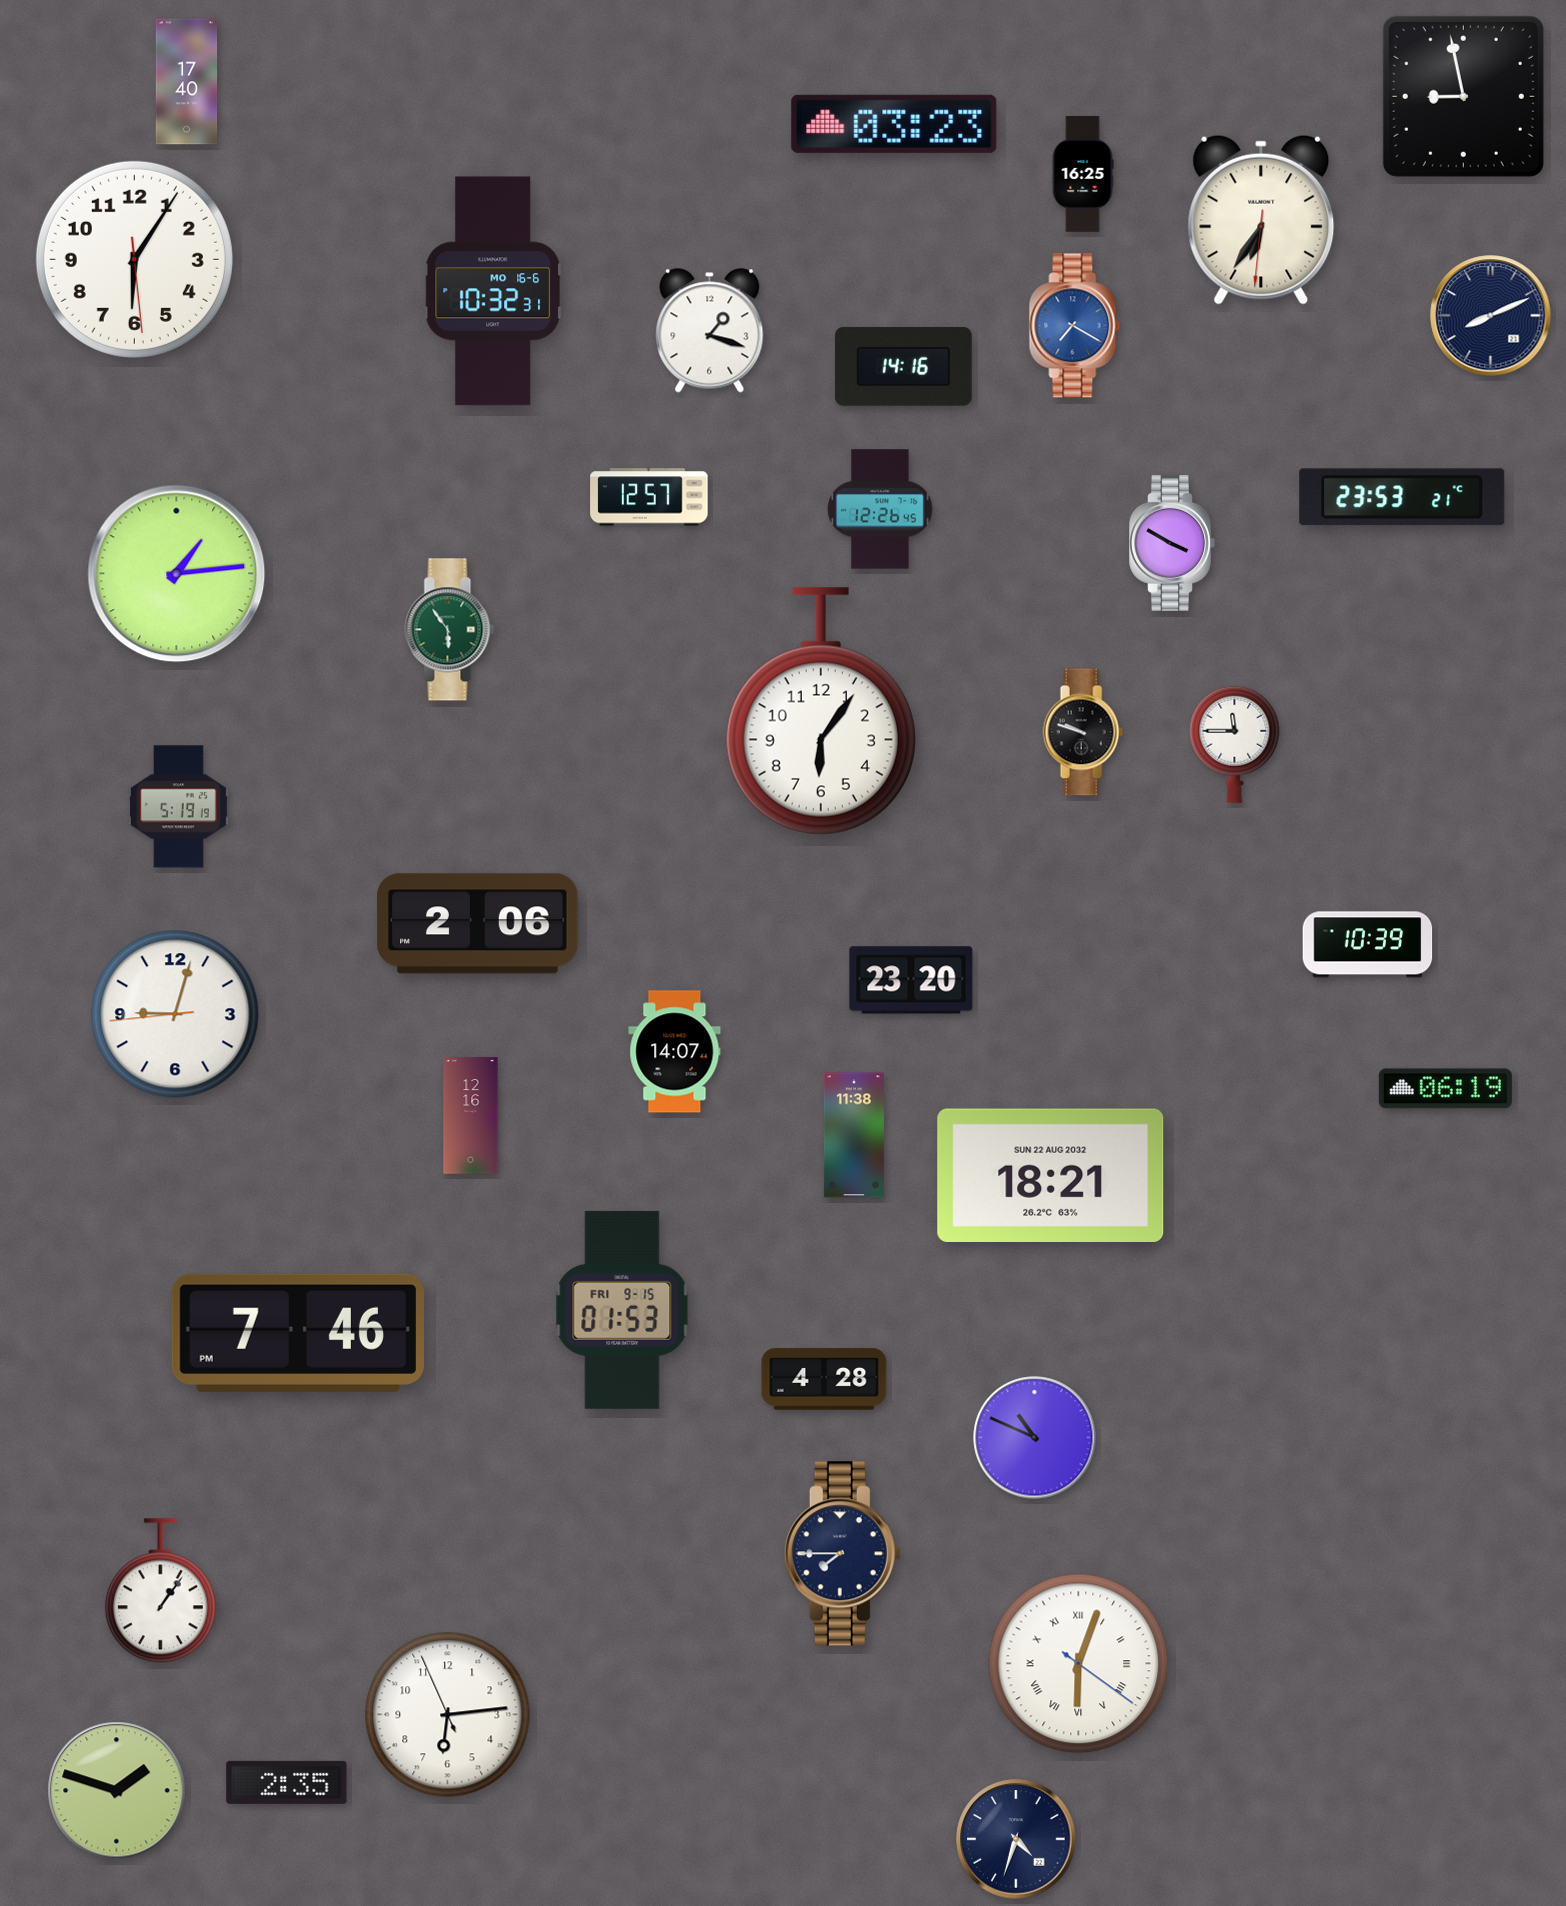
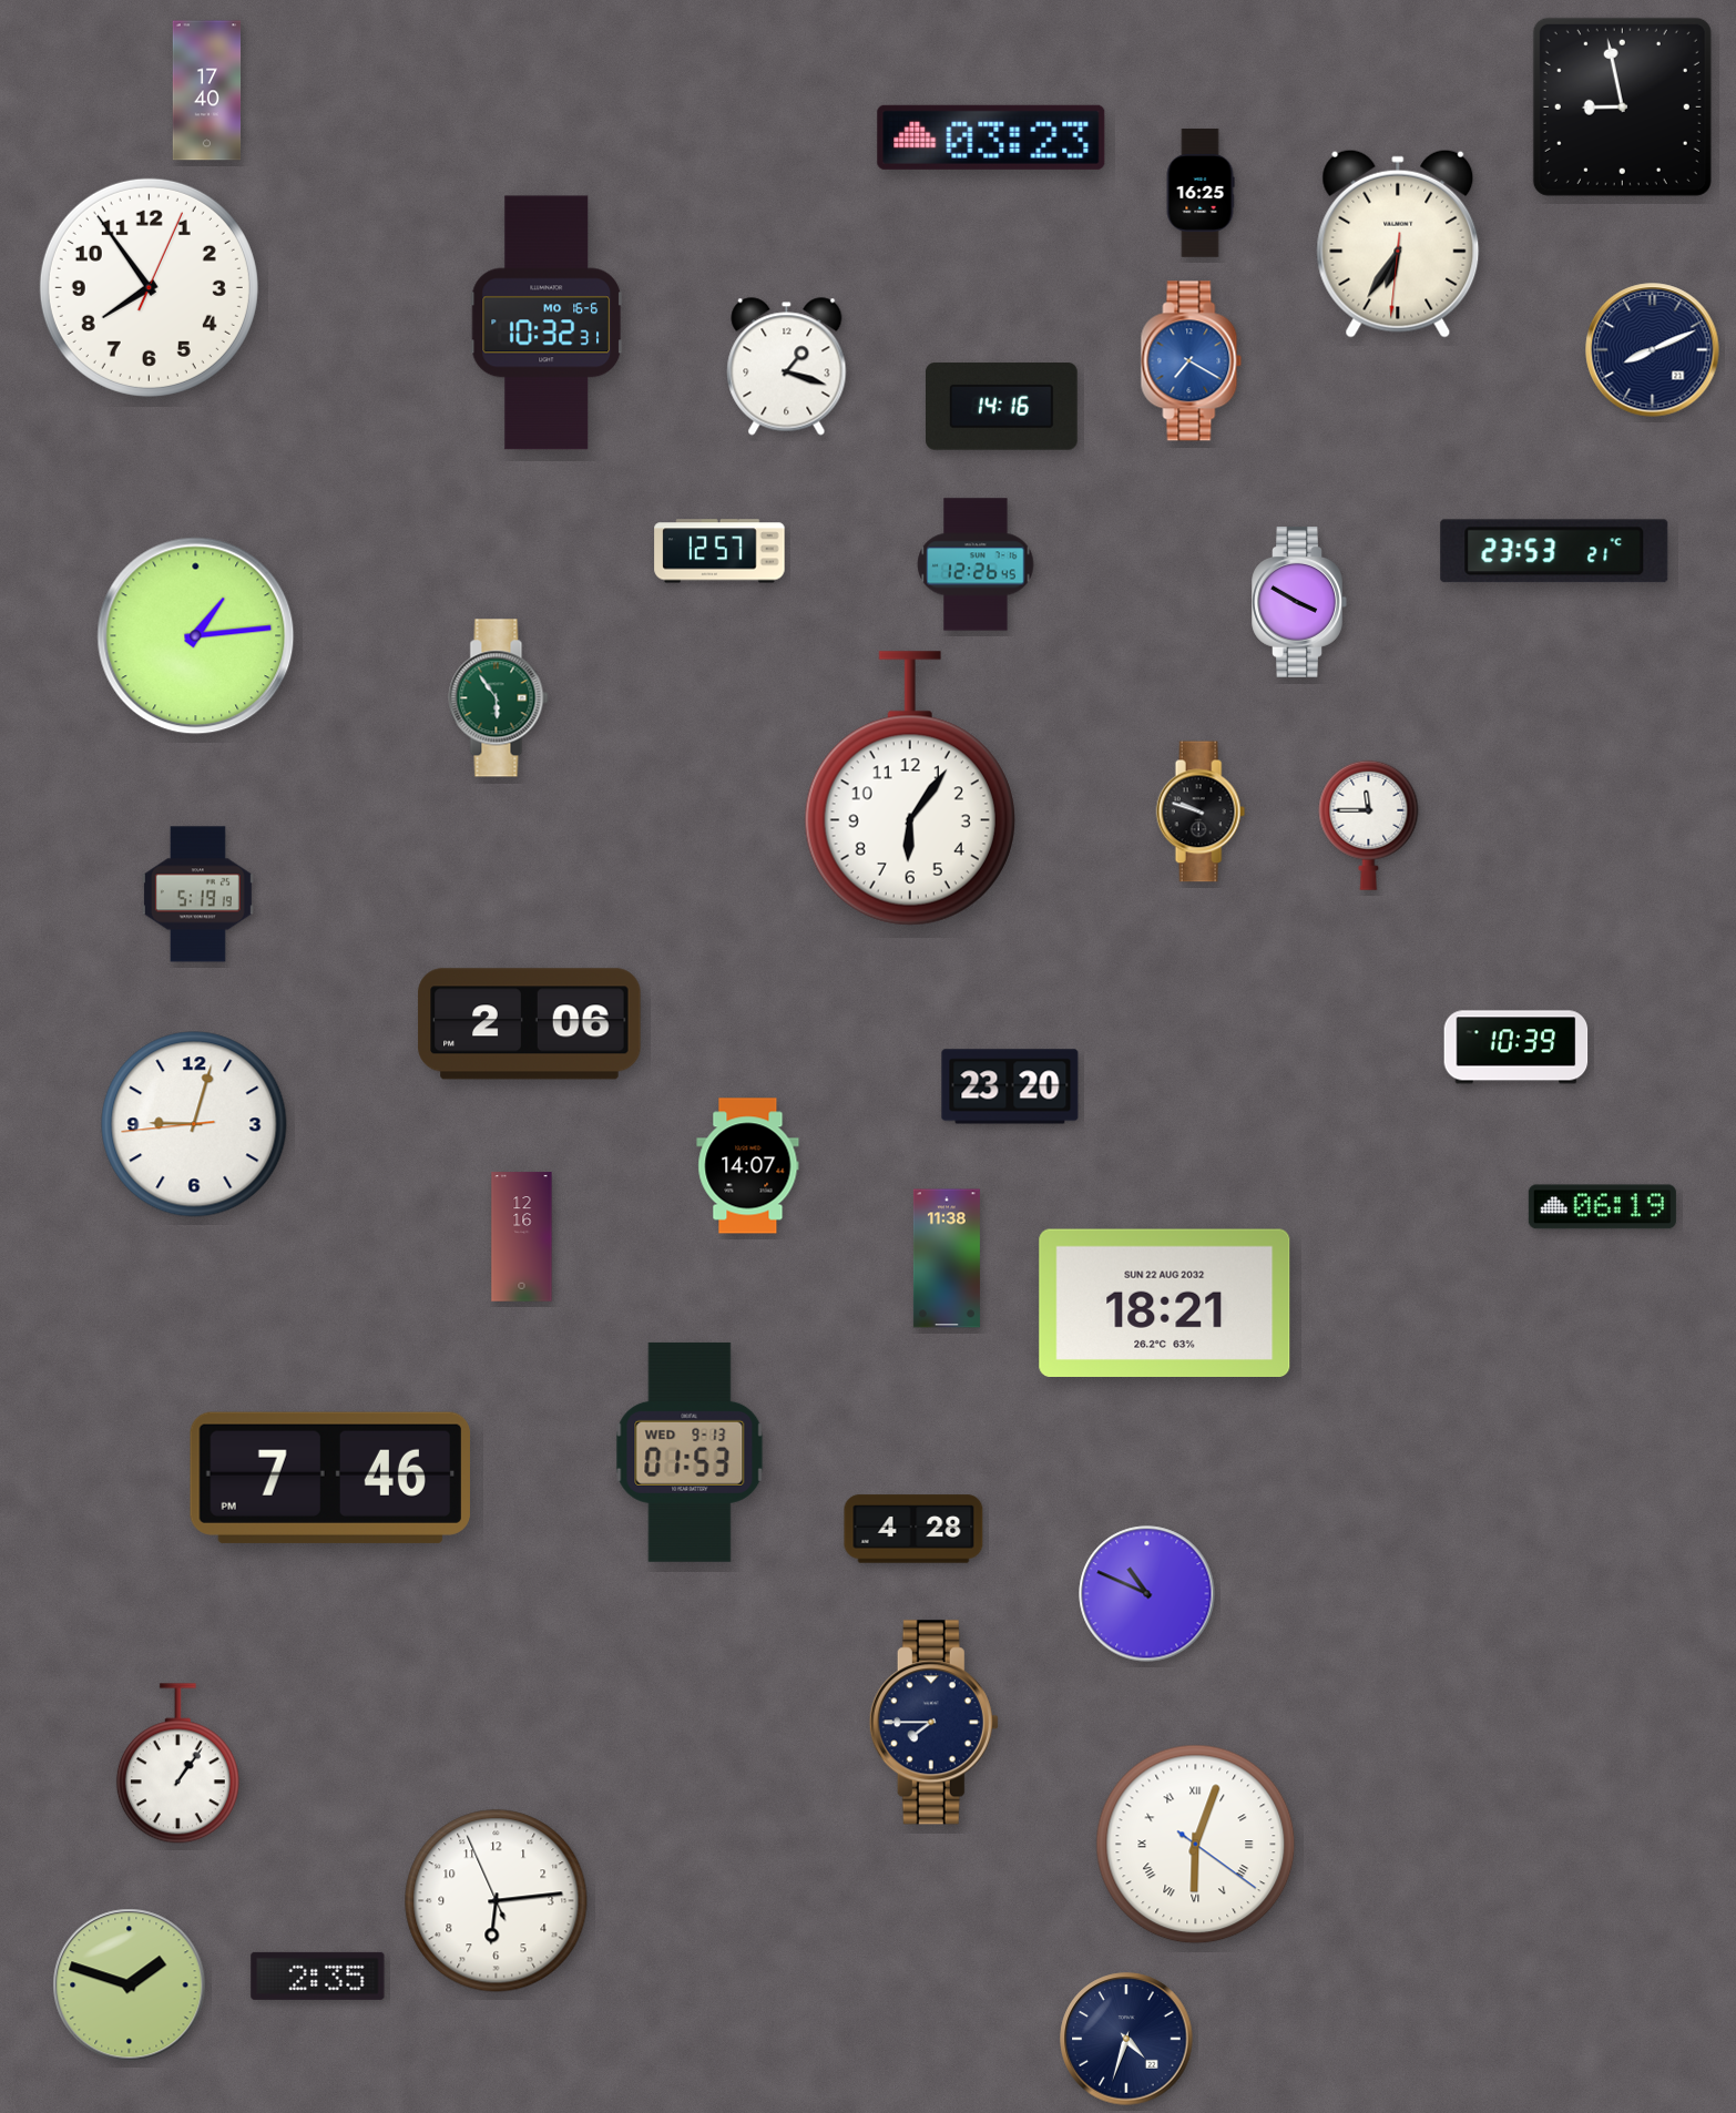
clock at (134, 259): 6:05 -> 7:54
clock at (622, 1310) date: FRI 9-15 -> WED 9-13
